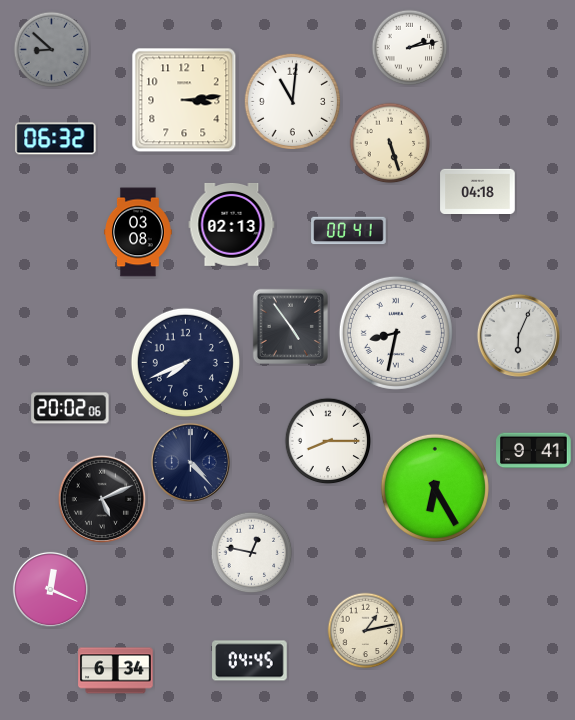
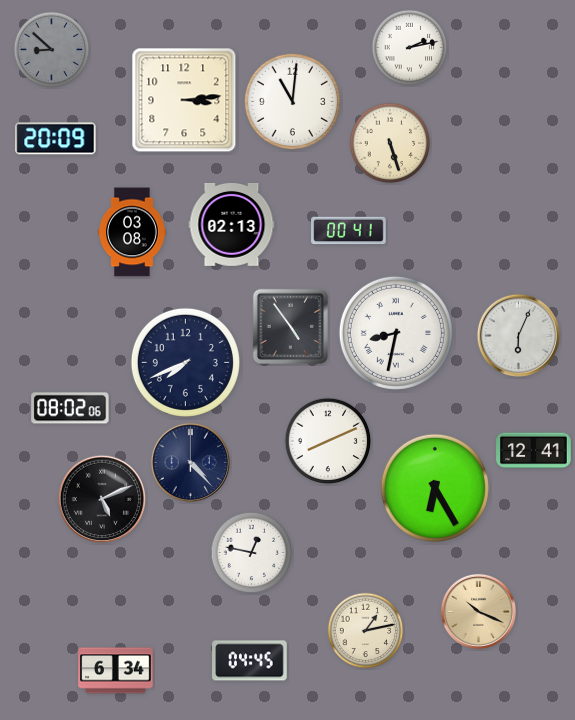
clock at (56, 139): 06:32 -> 20:09
clock at (478, 191): 04:18 -> none
clock at (139, 232) position: (139, 232) -> (133, 232)
clock at (70, 408): 20:02 -> 08:02
clock at (328, 441): 8:15 -> 8:11
clock at (534, 451): 9:41 -> 12:41
clock at (50, 589): 12:19 -> none
clock at (478, 611): none -> 10:19
